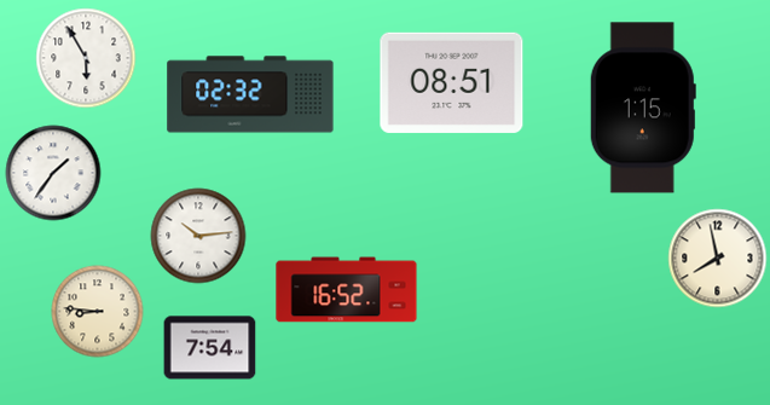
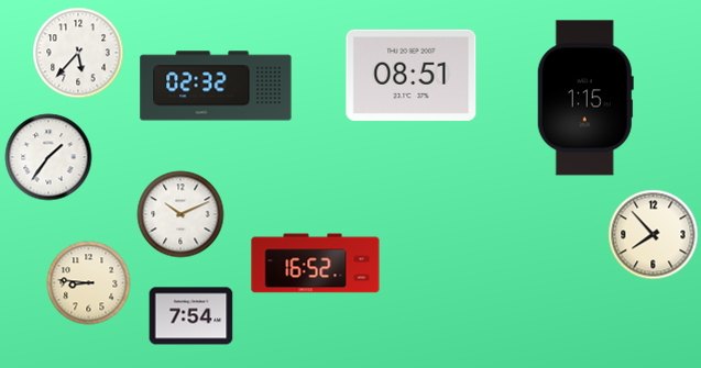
clock at (86, 58): 5:55 -> 5:37
clock at (250, 94) position: (250, 94) -> (216, 86)
clock at (198, 236): 10:14 -> 10:11
clock at (718, 259): 7:58 -> 7:53
